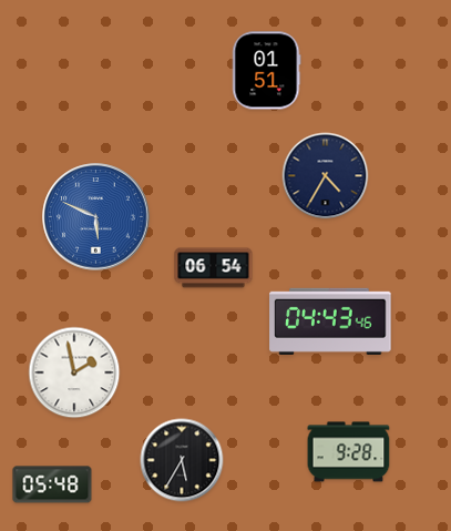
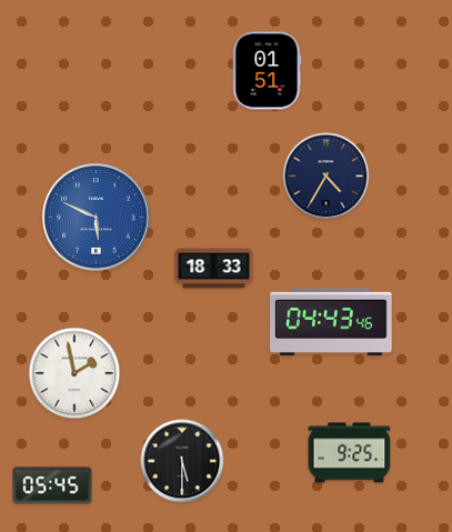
clock at (214, 268): 06:54 -> 18:33
clock at (349, 452): 9:28 -> 9:25
clock at (182, 460): 5:35 -> 5:30
clock at (52, 484): 05:48 -> 05:45
